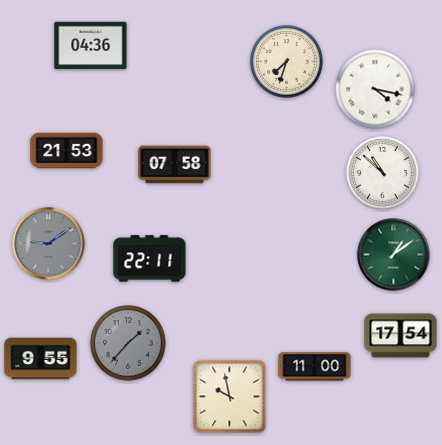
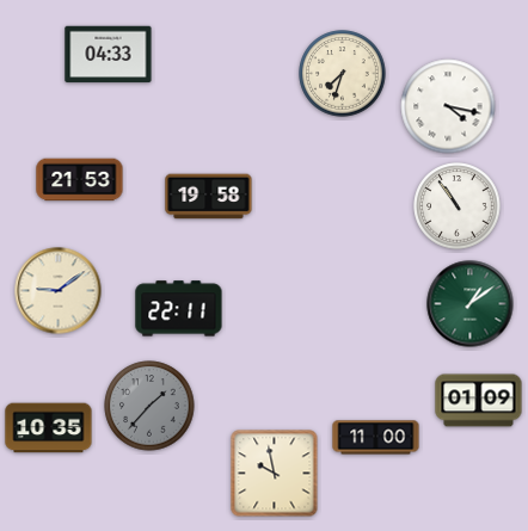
clock at (91, 46): 04:36 -> 04:33
clock at (175, 165): 07:58 -> 19:58
clock at (383, 173): 10:52 -> 10:54
clock at (49, 244) dial: grey -> cream
clock at (401, 336): 17:54 -> 01:09
clock at (128, 343) position: (128, 343) -> (149, 406)
clock at (41, 359): 9:55 -> 10:35
